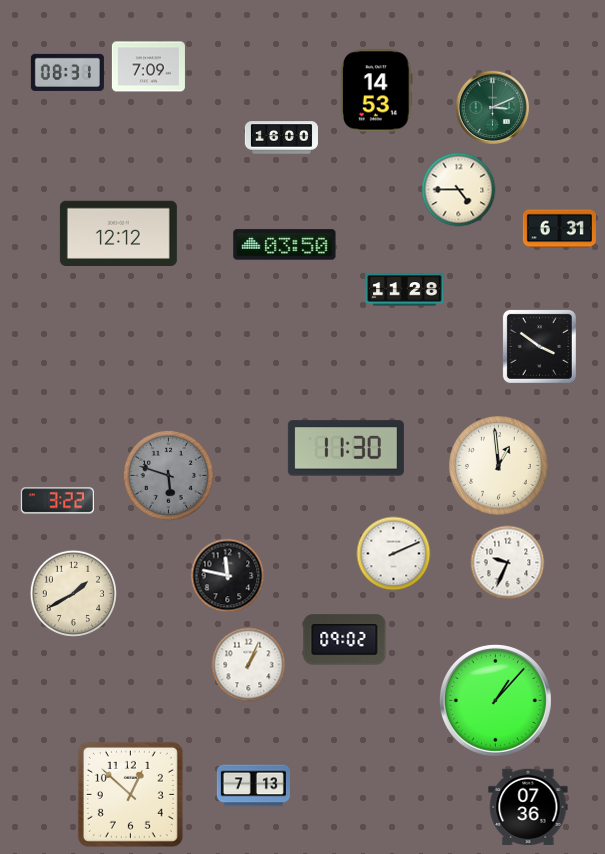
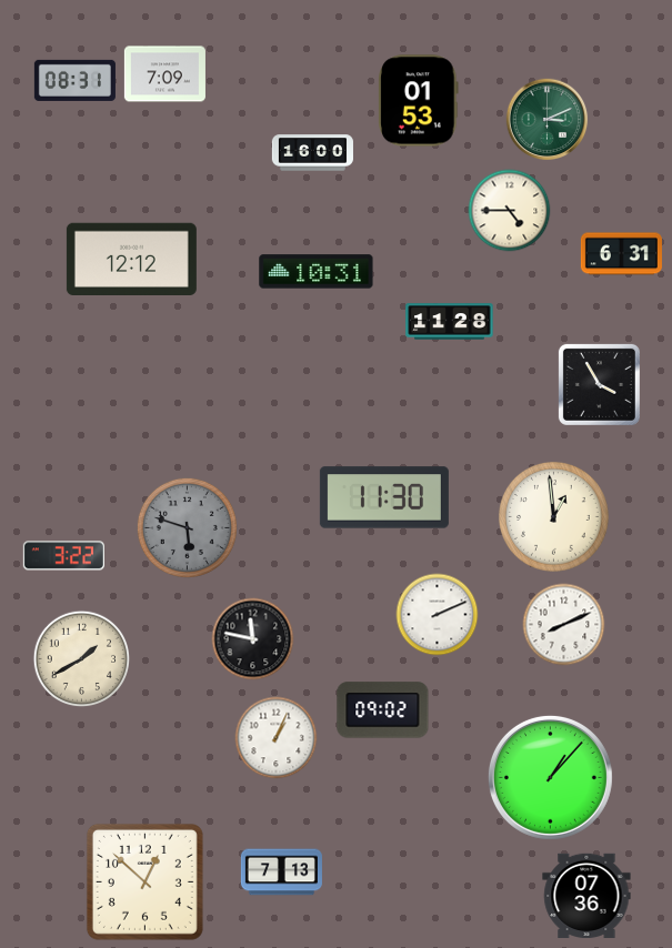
clock at (377, 91): 14:53 -> 01:53
clock at (285, 245): 03:50 -> 10:31
clock at (539, 346): 3:51 -> 3:55
clock at (508, 563): 9:34 -> 8:11
